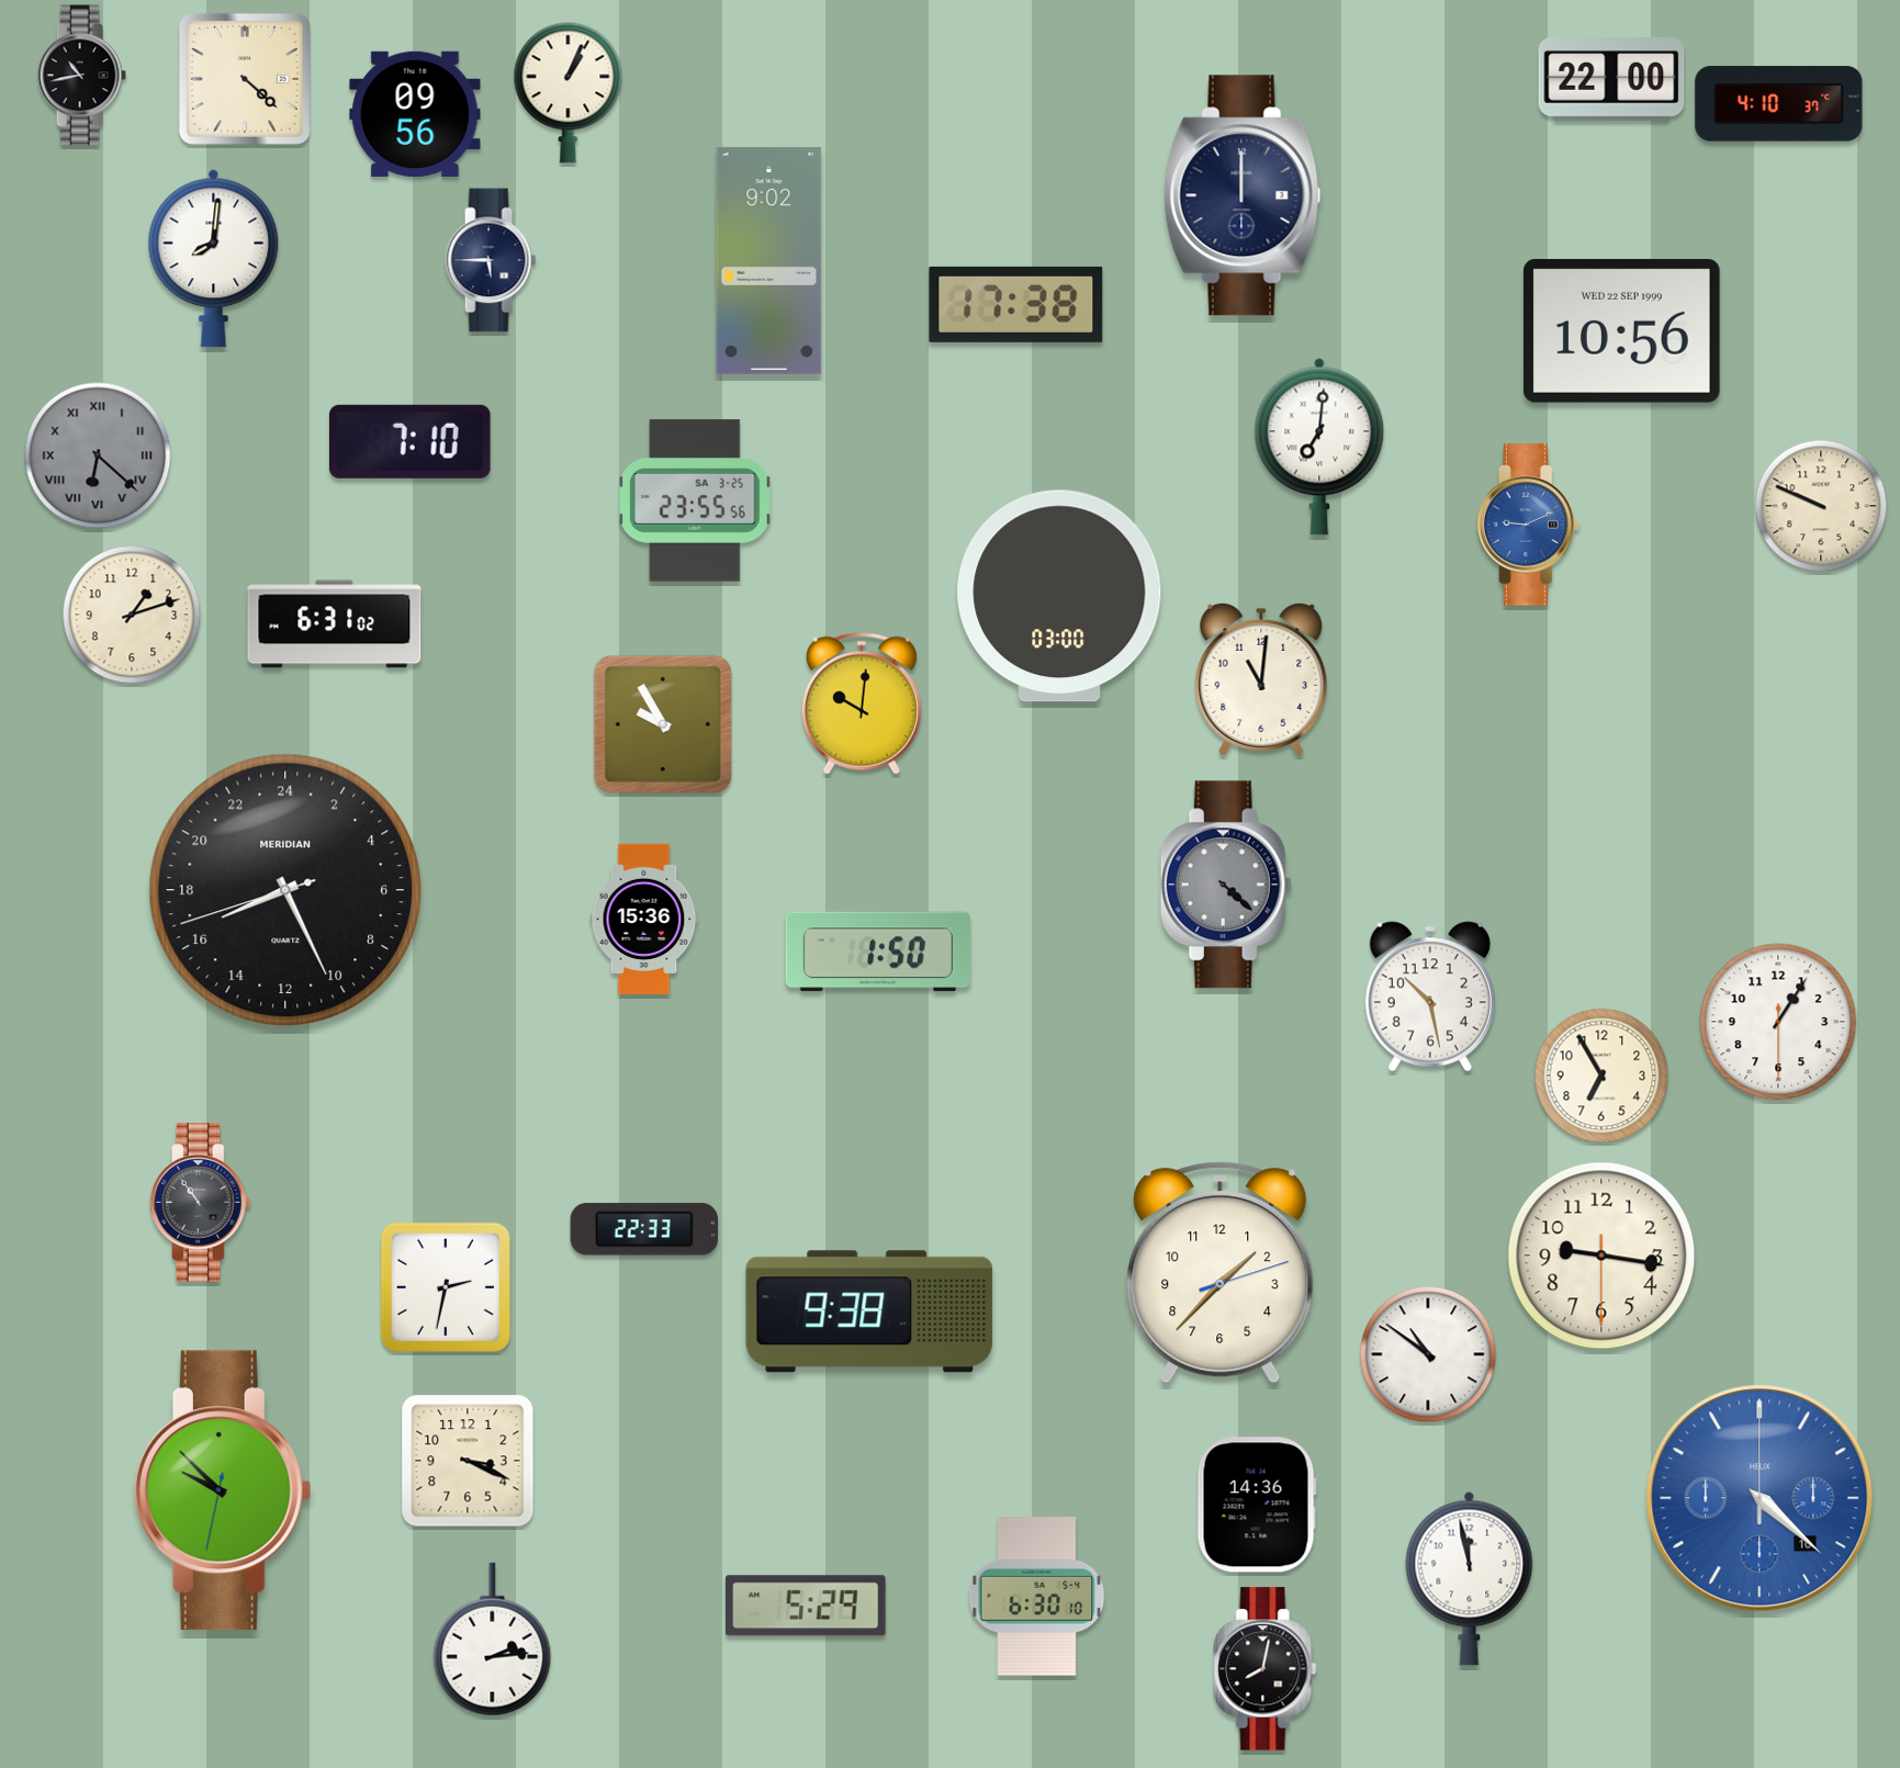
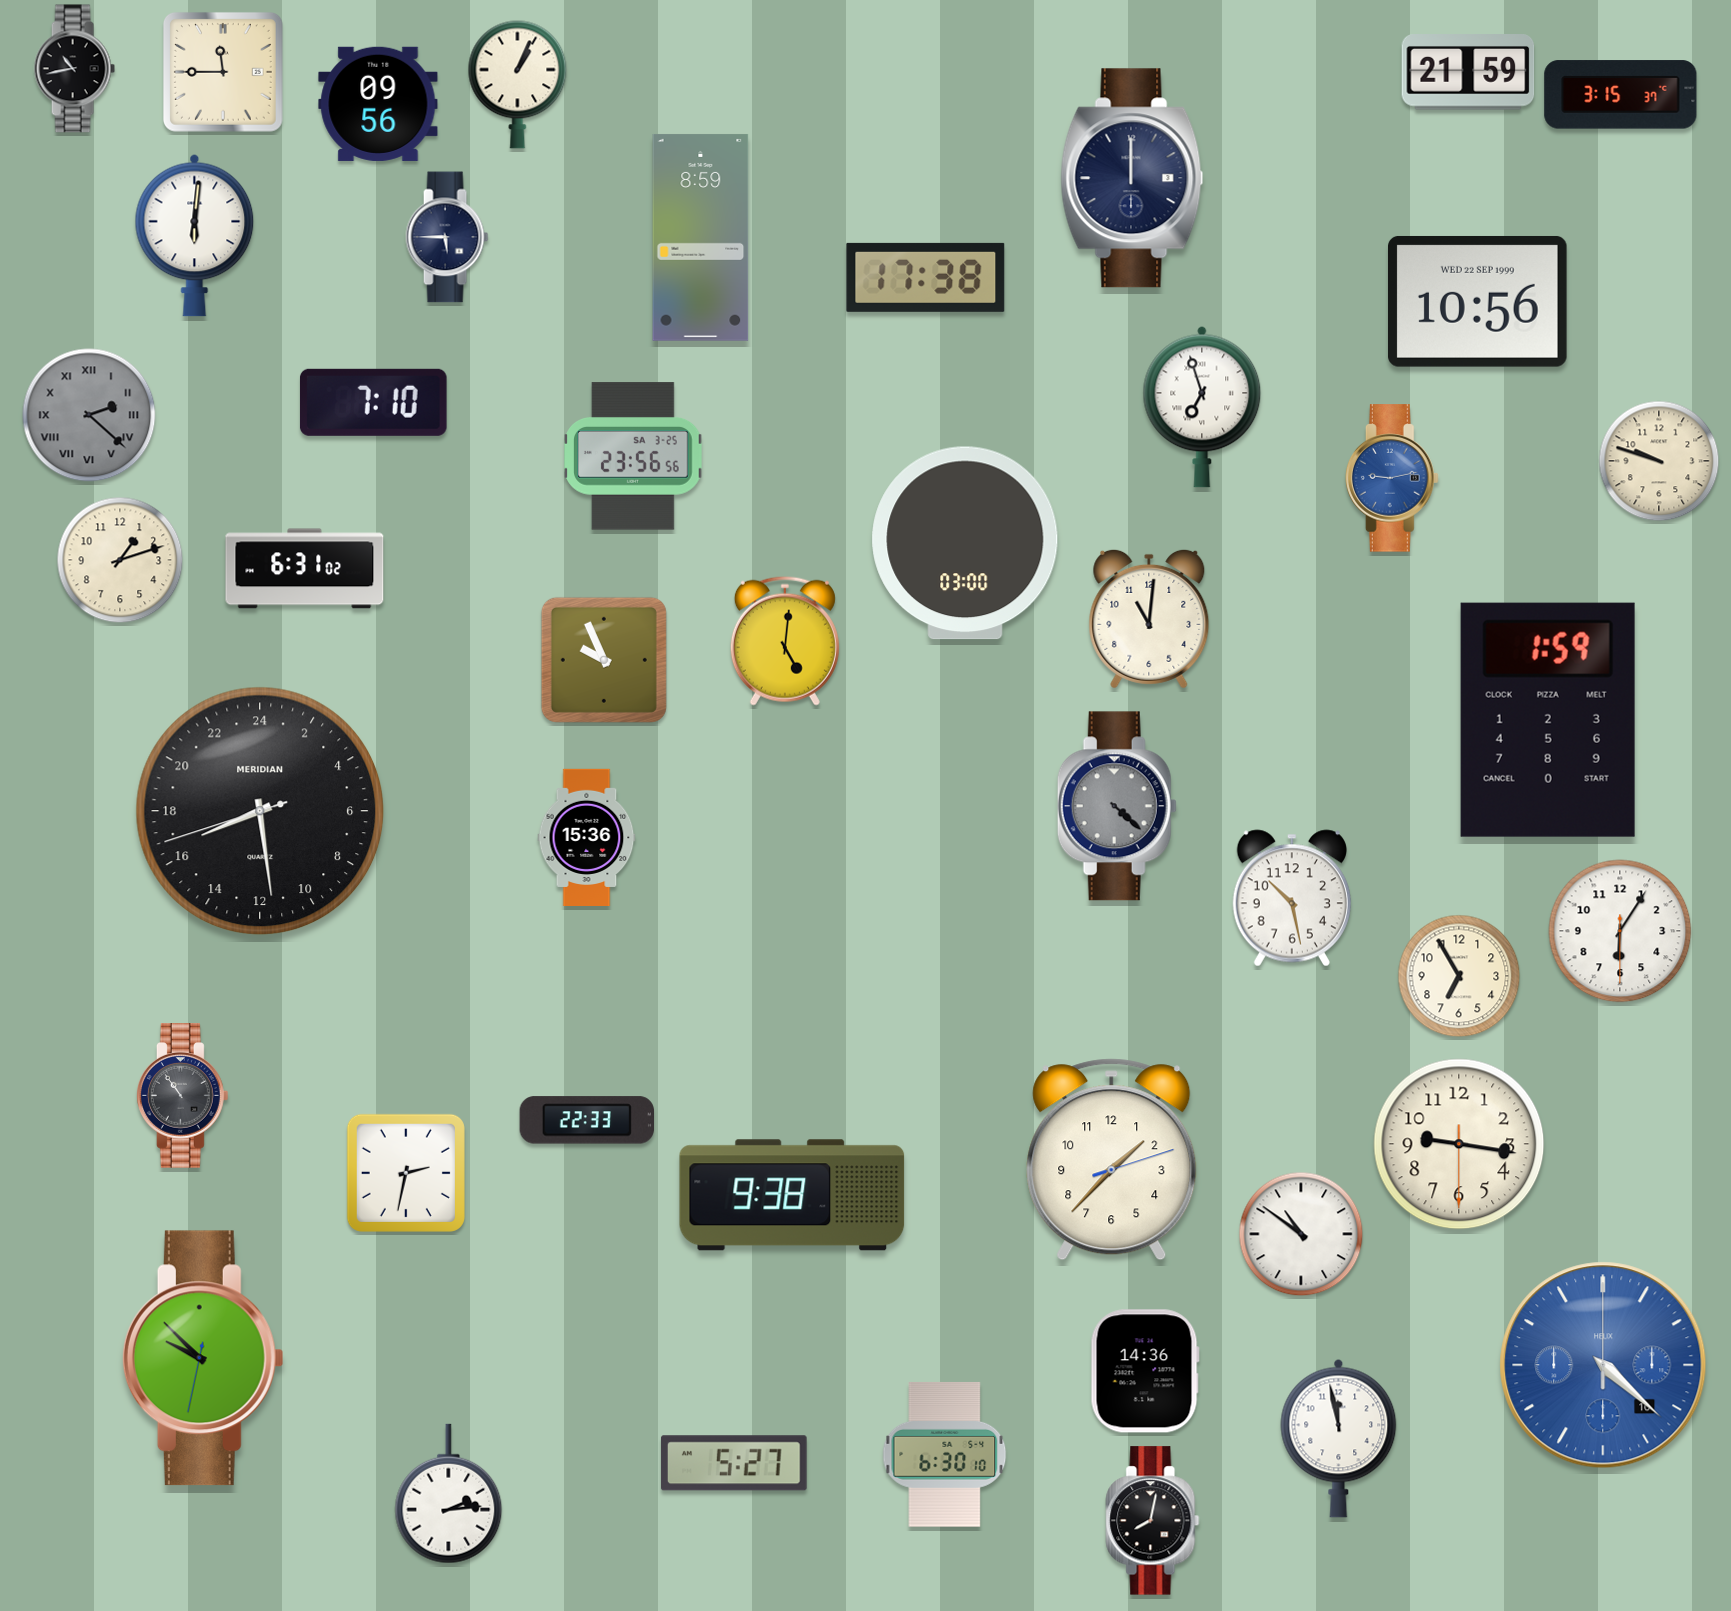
clock at (245, 79): 4:22 -> 11:45
clock at (1611, 79): 22:00 -> 21:59
clock at (1779, 104): 4:10 -> 3:15
clock at (214, 258): 8:01 -> 6:01
clock at (769, 260): 9:02 -> 8:59
clock at (1319, 447): 7:01 -> 6:57
clock at (98, 455): 6:22 -> 2:22
clock at (696, 500): 23:55 -> 23:56
clock at (1821, 506): 9:49 -> 9:48
clock at (1528, 525): 9:11 -> 9:13
clock at (862, 703): 10:01 -> 5:01
clock at (663, 724): 9:55 -> 9:56
clock at (1548, 720): none -> 1:59
clock at (285, 890): 16:25 -> 16:28
clock at (878, 951): 1:50 -> none
clock at (1430, 996) position: (1430, 996) -> (1292, 898)
clock at (1778, 1022): 1:05 -> 6:05
clock at (1601, 1076) position: (1601, 1076) -> (1459, 976)
clock at (468, 1461): 3:19 -> none
clock at (806, 1606): 5:29 -> 5:27
